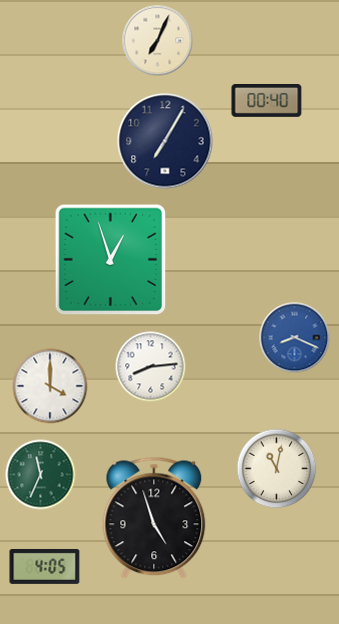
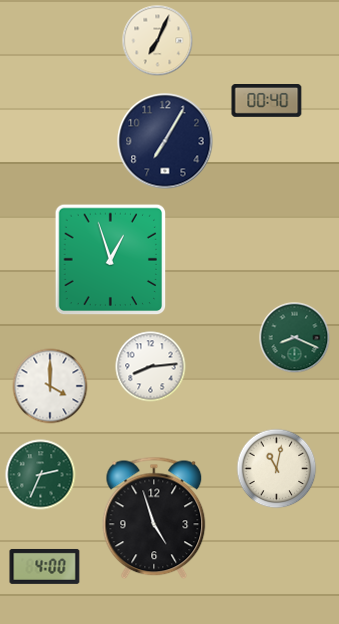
clock at (295, 338) dial: blue -> green
clock at (41, 475): 11:34 -> 2:34
clock at (45, 566): 4:05 -> 4:00
